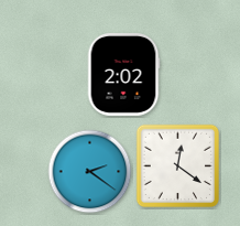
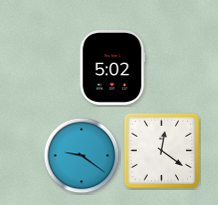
clock at (123, 75): 2:02 -> 5:02
clock at (90, 172): 2:21 -> 9:21
